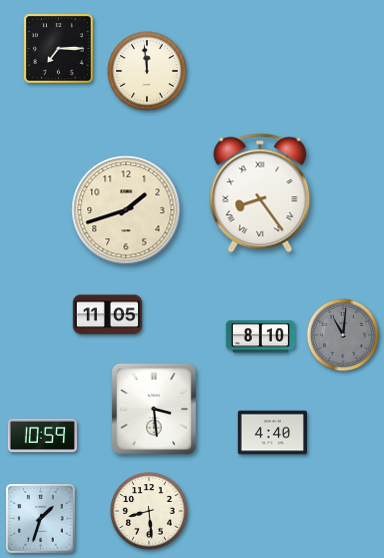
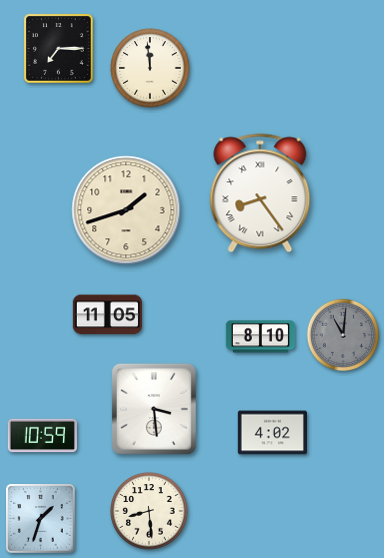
clock at (147, 71) position: (147, 71) -> (150, 68)
clock at (272, 433): 4:40 -> 4:02
